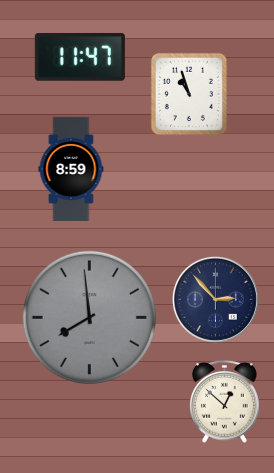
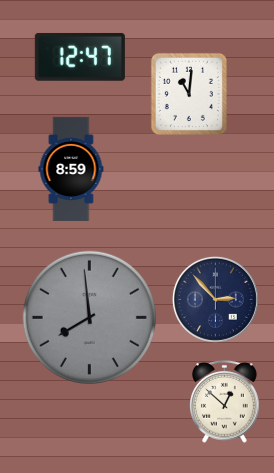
clock at (80, 57): 11:47 -> 12:47
clock at (189, 94): 10:57 -> 11:01
